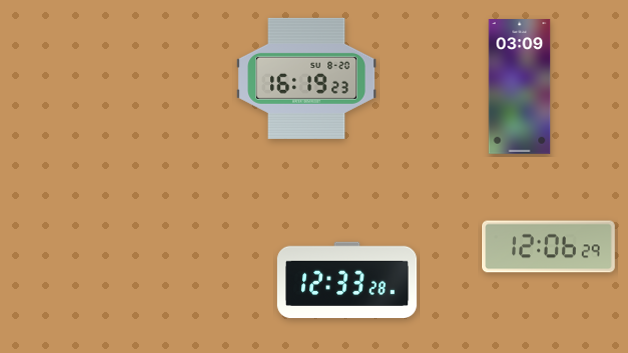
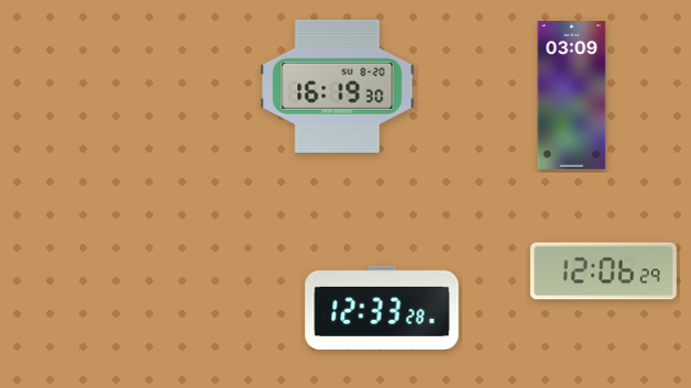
clock at (307, 78): 16:19:23 -> 16:19:30
